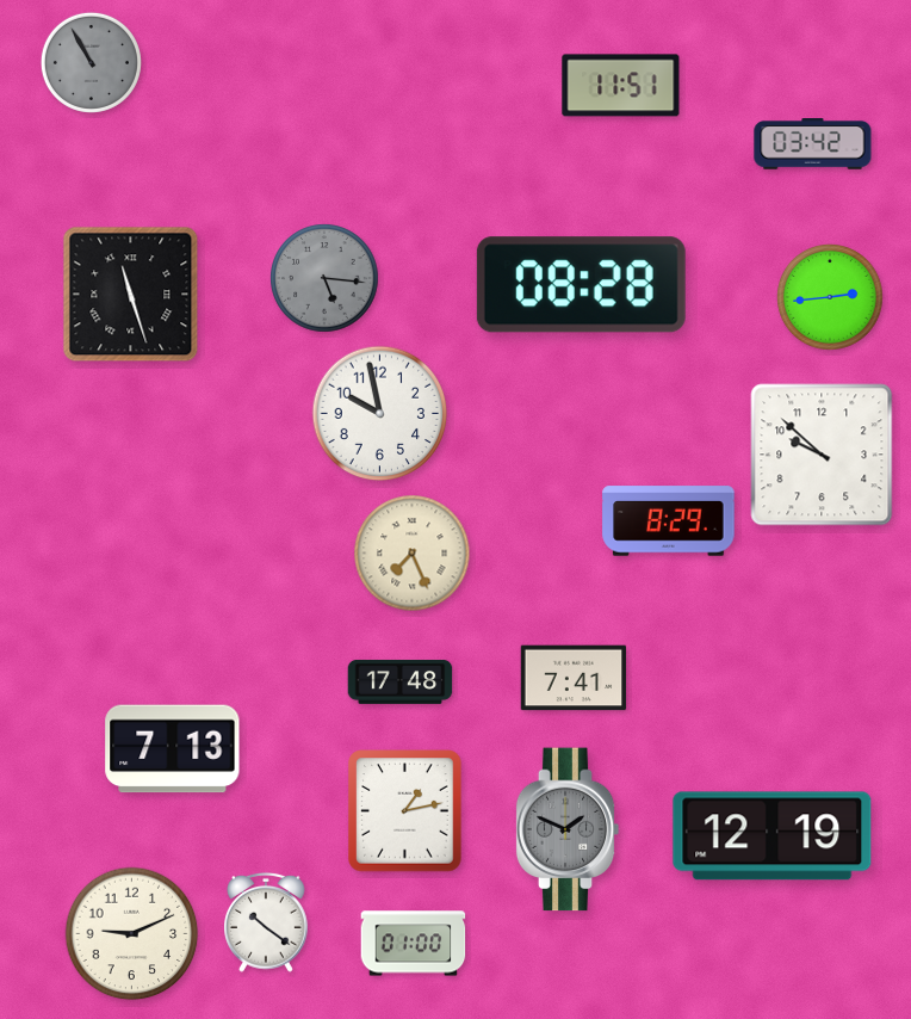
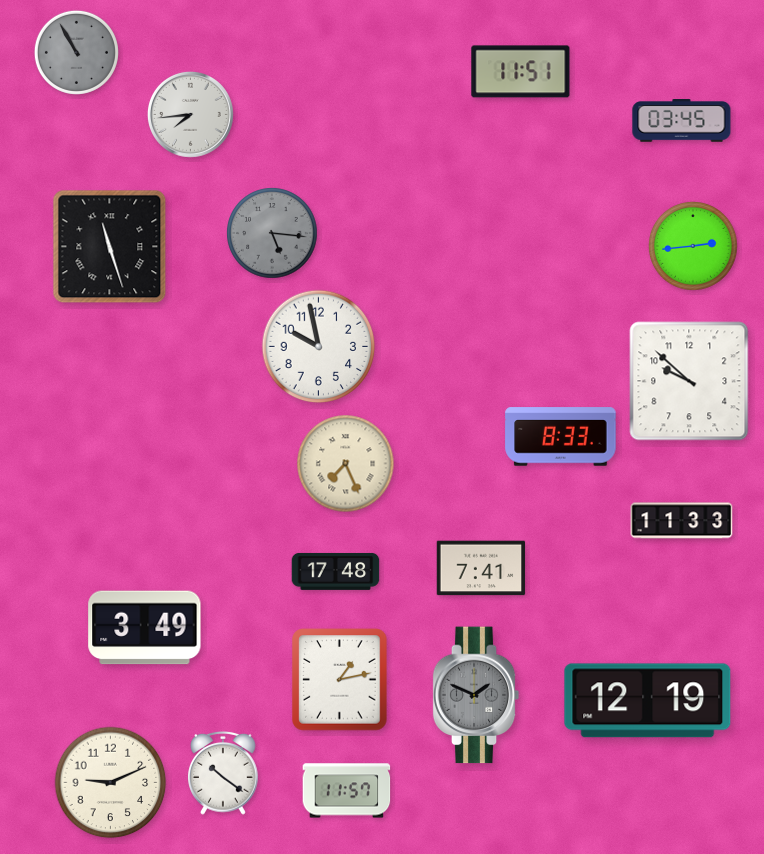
clock at (190, 114): none -> 7:44
clock at (813, 144): 03:42 -> 03:45
clock at (581, 285): 08:28 -> none
clock at (831, 298) position: (831, 298) -> (694, 247)
clock at (669, 521): 8:29 -> 8:33
clock at (682, 521): none -> 11:33
clock at (173, 749): 7:13 -> 3:49
clock at (414, 944): 01:00 -> 11:57
